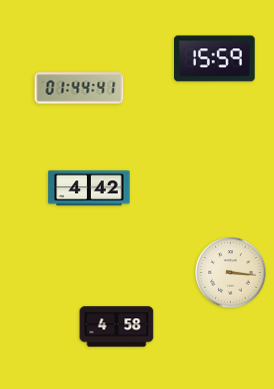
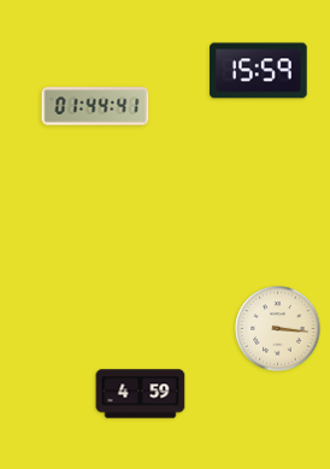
clock at (89, 188): 4:42 -> none
clock at (117, 327): 4:58 -> 4:59
